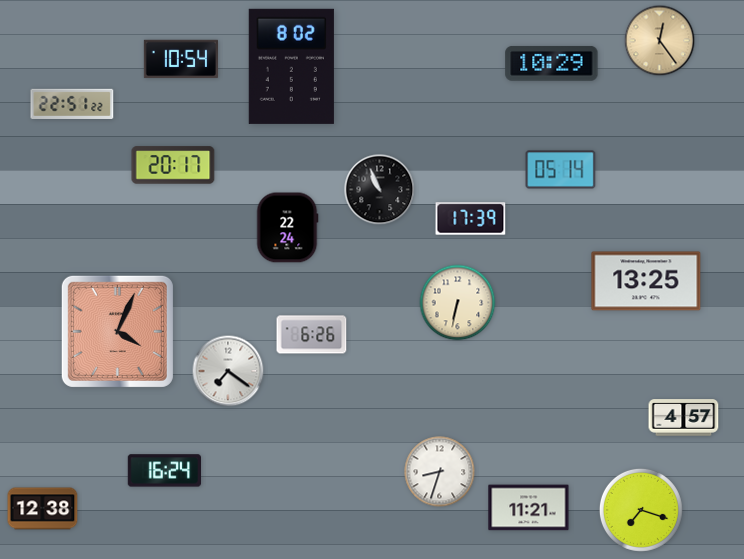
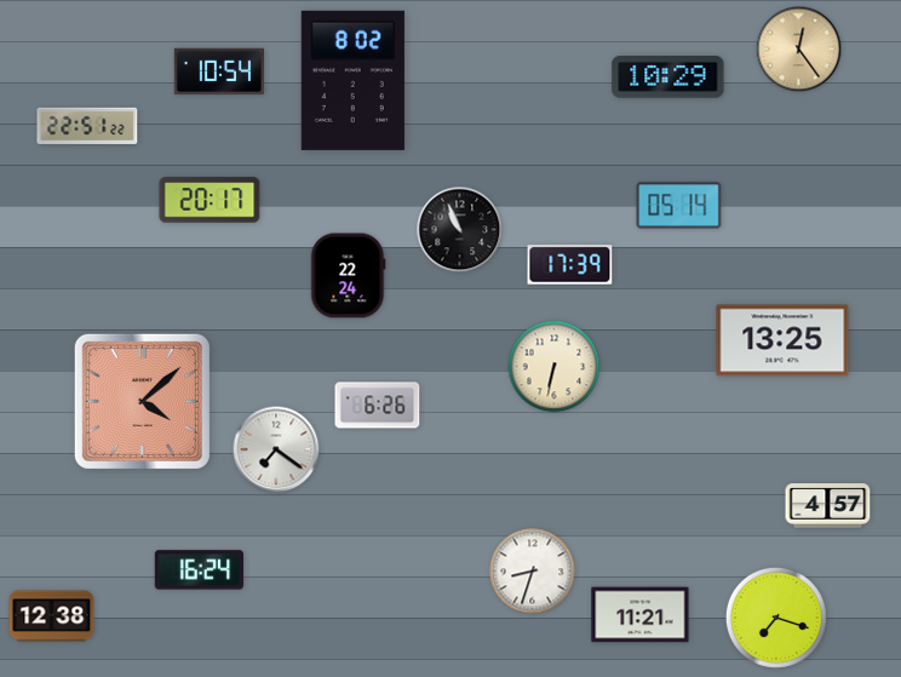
clock at (117, 331): 4:04 -> 4:08
